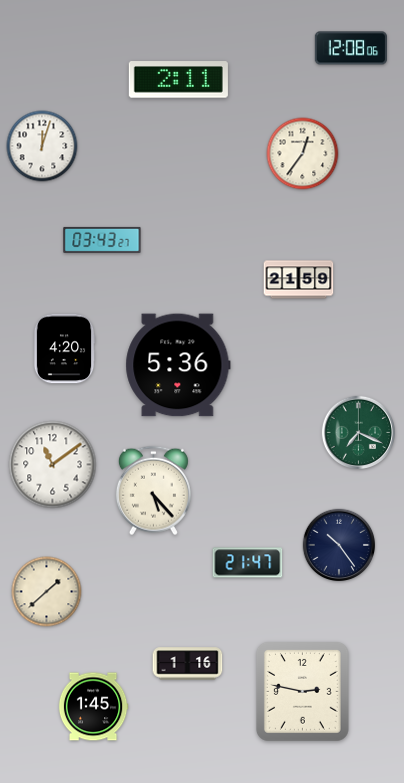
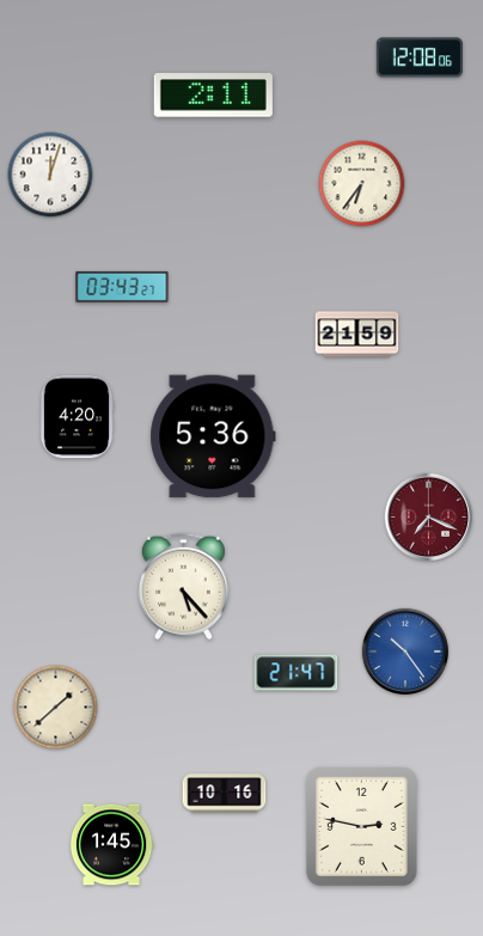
clock at (303, 154): 12:36 -> 6:36
clock at (358, 432) dial: green -> burgundy
clock at (53, 465): 11:09 -> none
clock at (339, 545) dial: navy -> blue
clock at (188, 664): 1:16 -> 10:16
